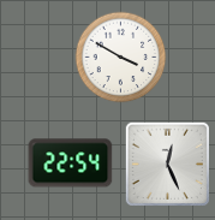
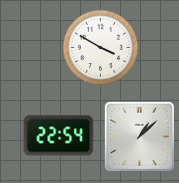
clock at (167, 163): 12:26 -> 1:08
